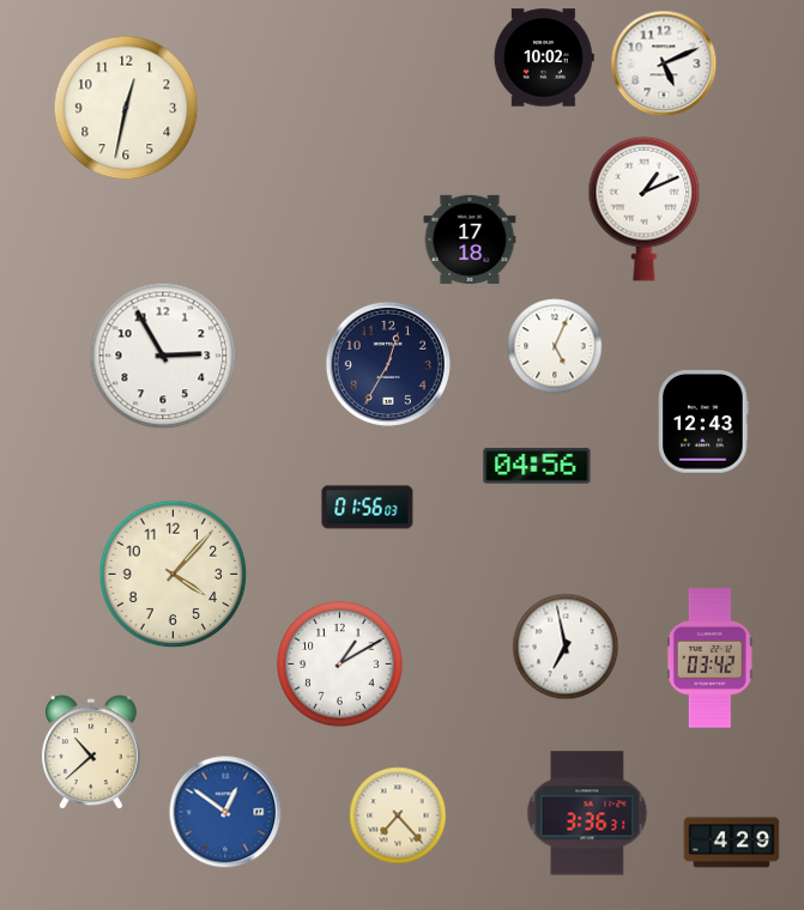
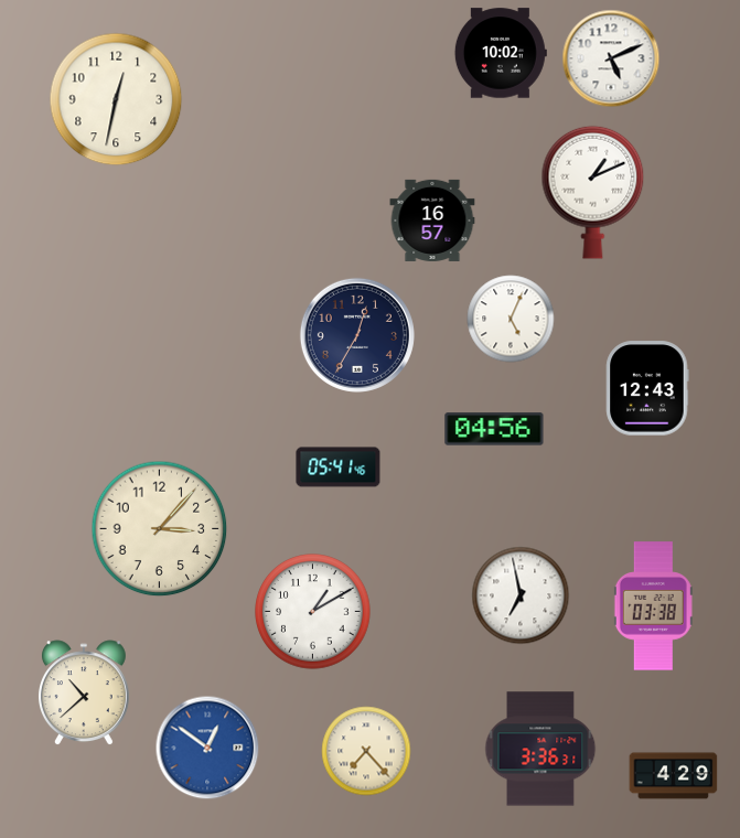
clock at (470, 239): 17:18 -> 16:57
clock at (163, 356): 2:55 -> none
clock at (368, 508): 01:56 -> 05:41
clock at (174, 575): 4:07 -> 3:07
clock at (709, 659): 03:42 -> 03:38
